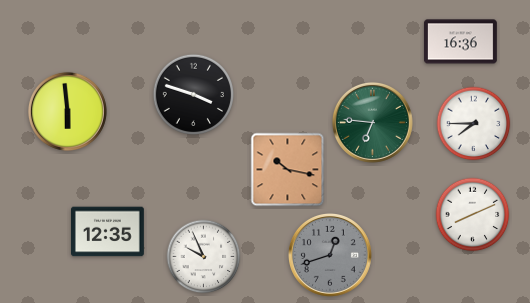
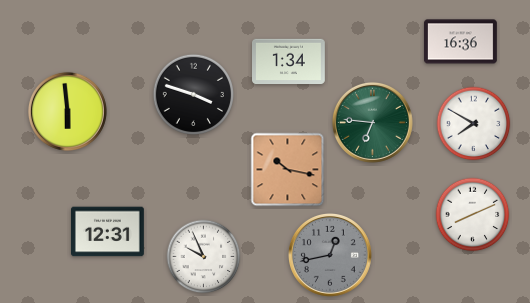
clock at (289, 62): none -> 1:34
clock at (474, 124): 7:45 -> 7:50
clock at (108, 232): 12:35 -> 12:31
clock at (330, 255): 12:42 -> 12:43
